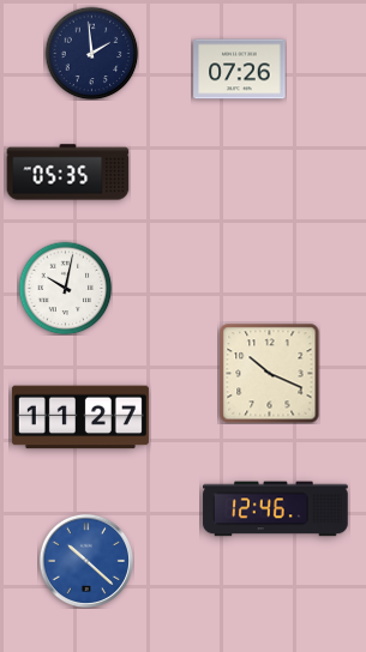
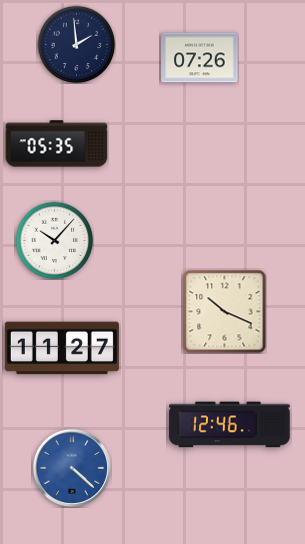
clock at (65, 288): 10:02 -> 10:07
clock at (80, 417) position: (80, 417) -> (62, 348)
clock at (85, 560): 10:22 -> 4:22
